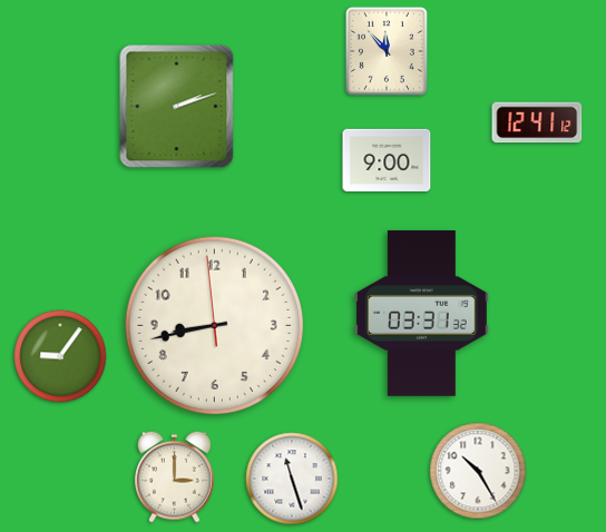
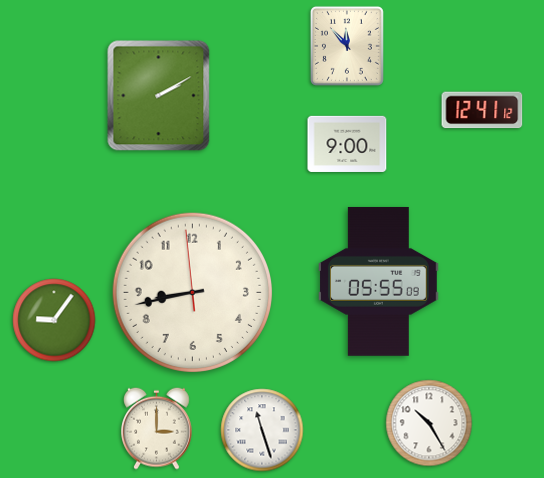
clock at (177, 107): 2:12 -> 2:10
clock at (422, 314): 03:31 -> 05:55
